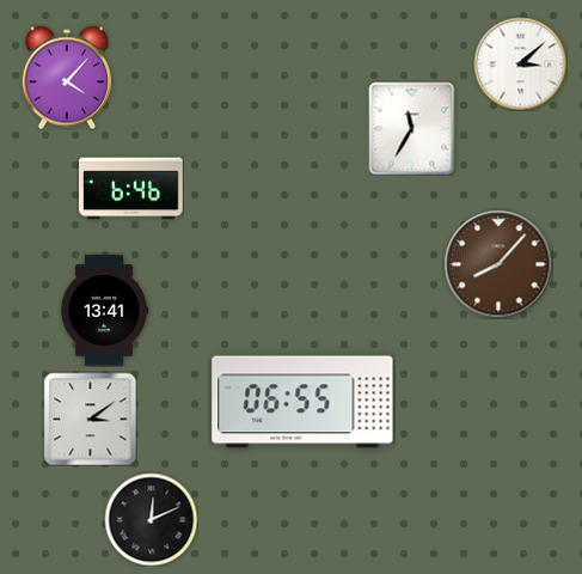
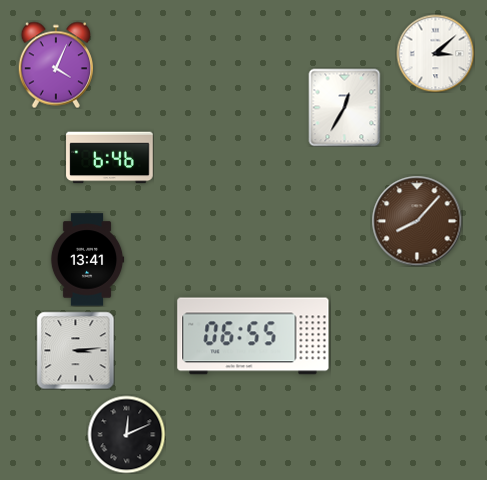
clock at (66, 78): 4:07 -> 4:04
clock at (412, 128): 11:35 -> 12:35
clock at (90, 419): 3:09 -> 3:14
